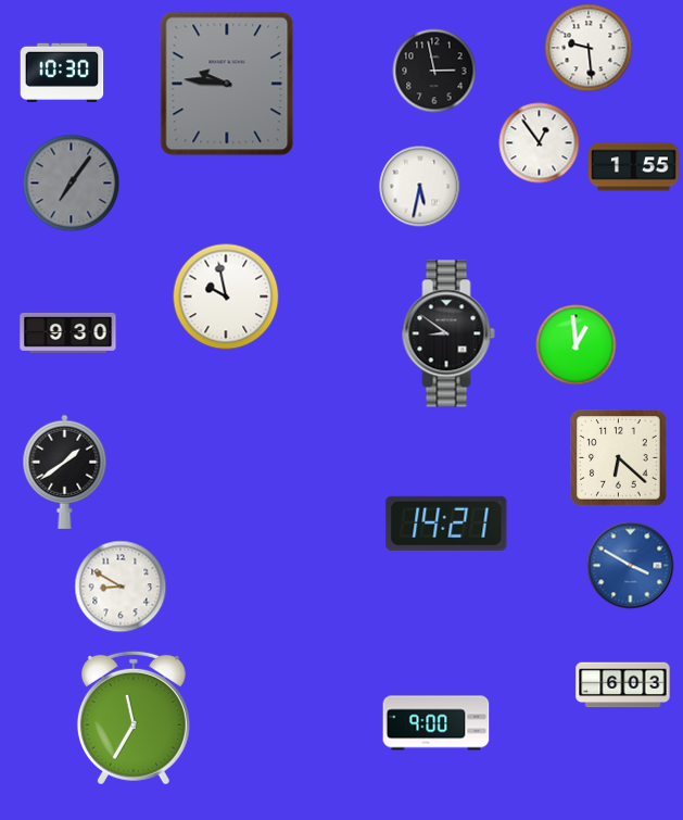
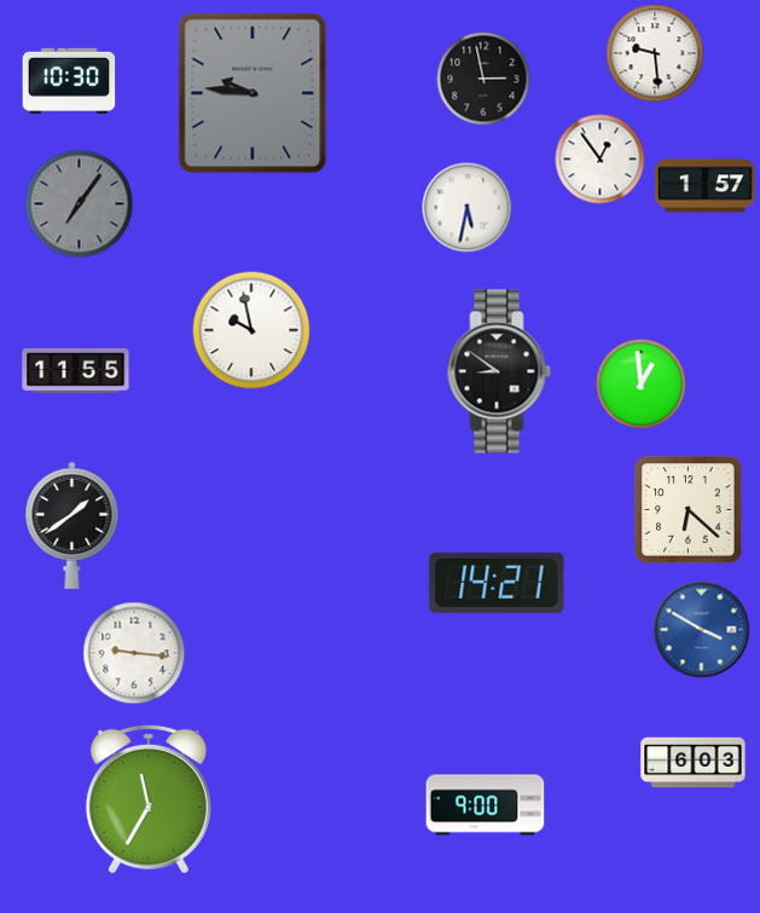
clock at (634, 167): 1:55 -> 1:57
clock at (68, 332): 9:30 -> 11:55
clock at (121, 586): 8:50 -> 9:16
